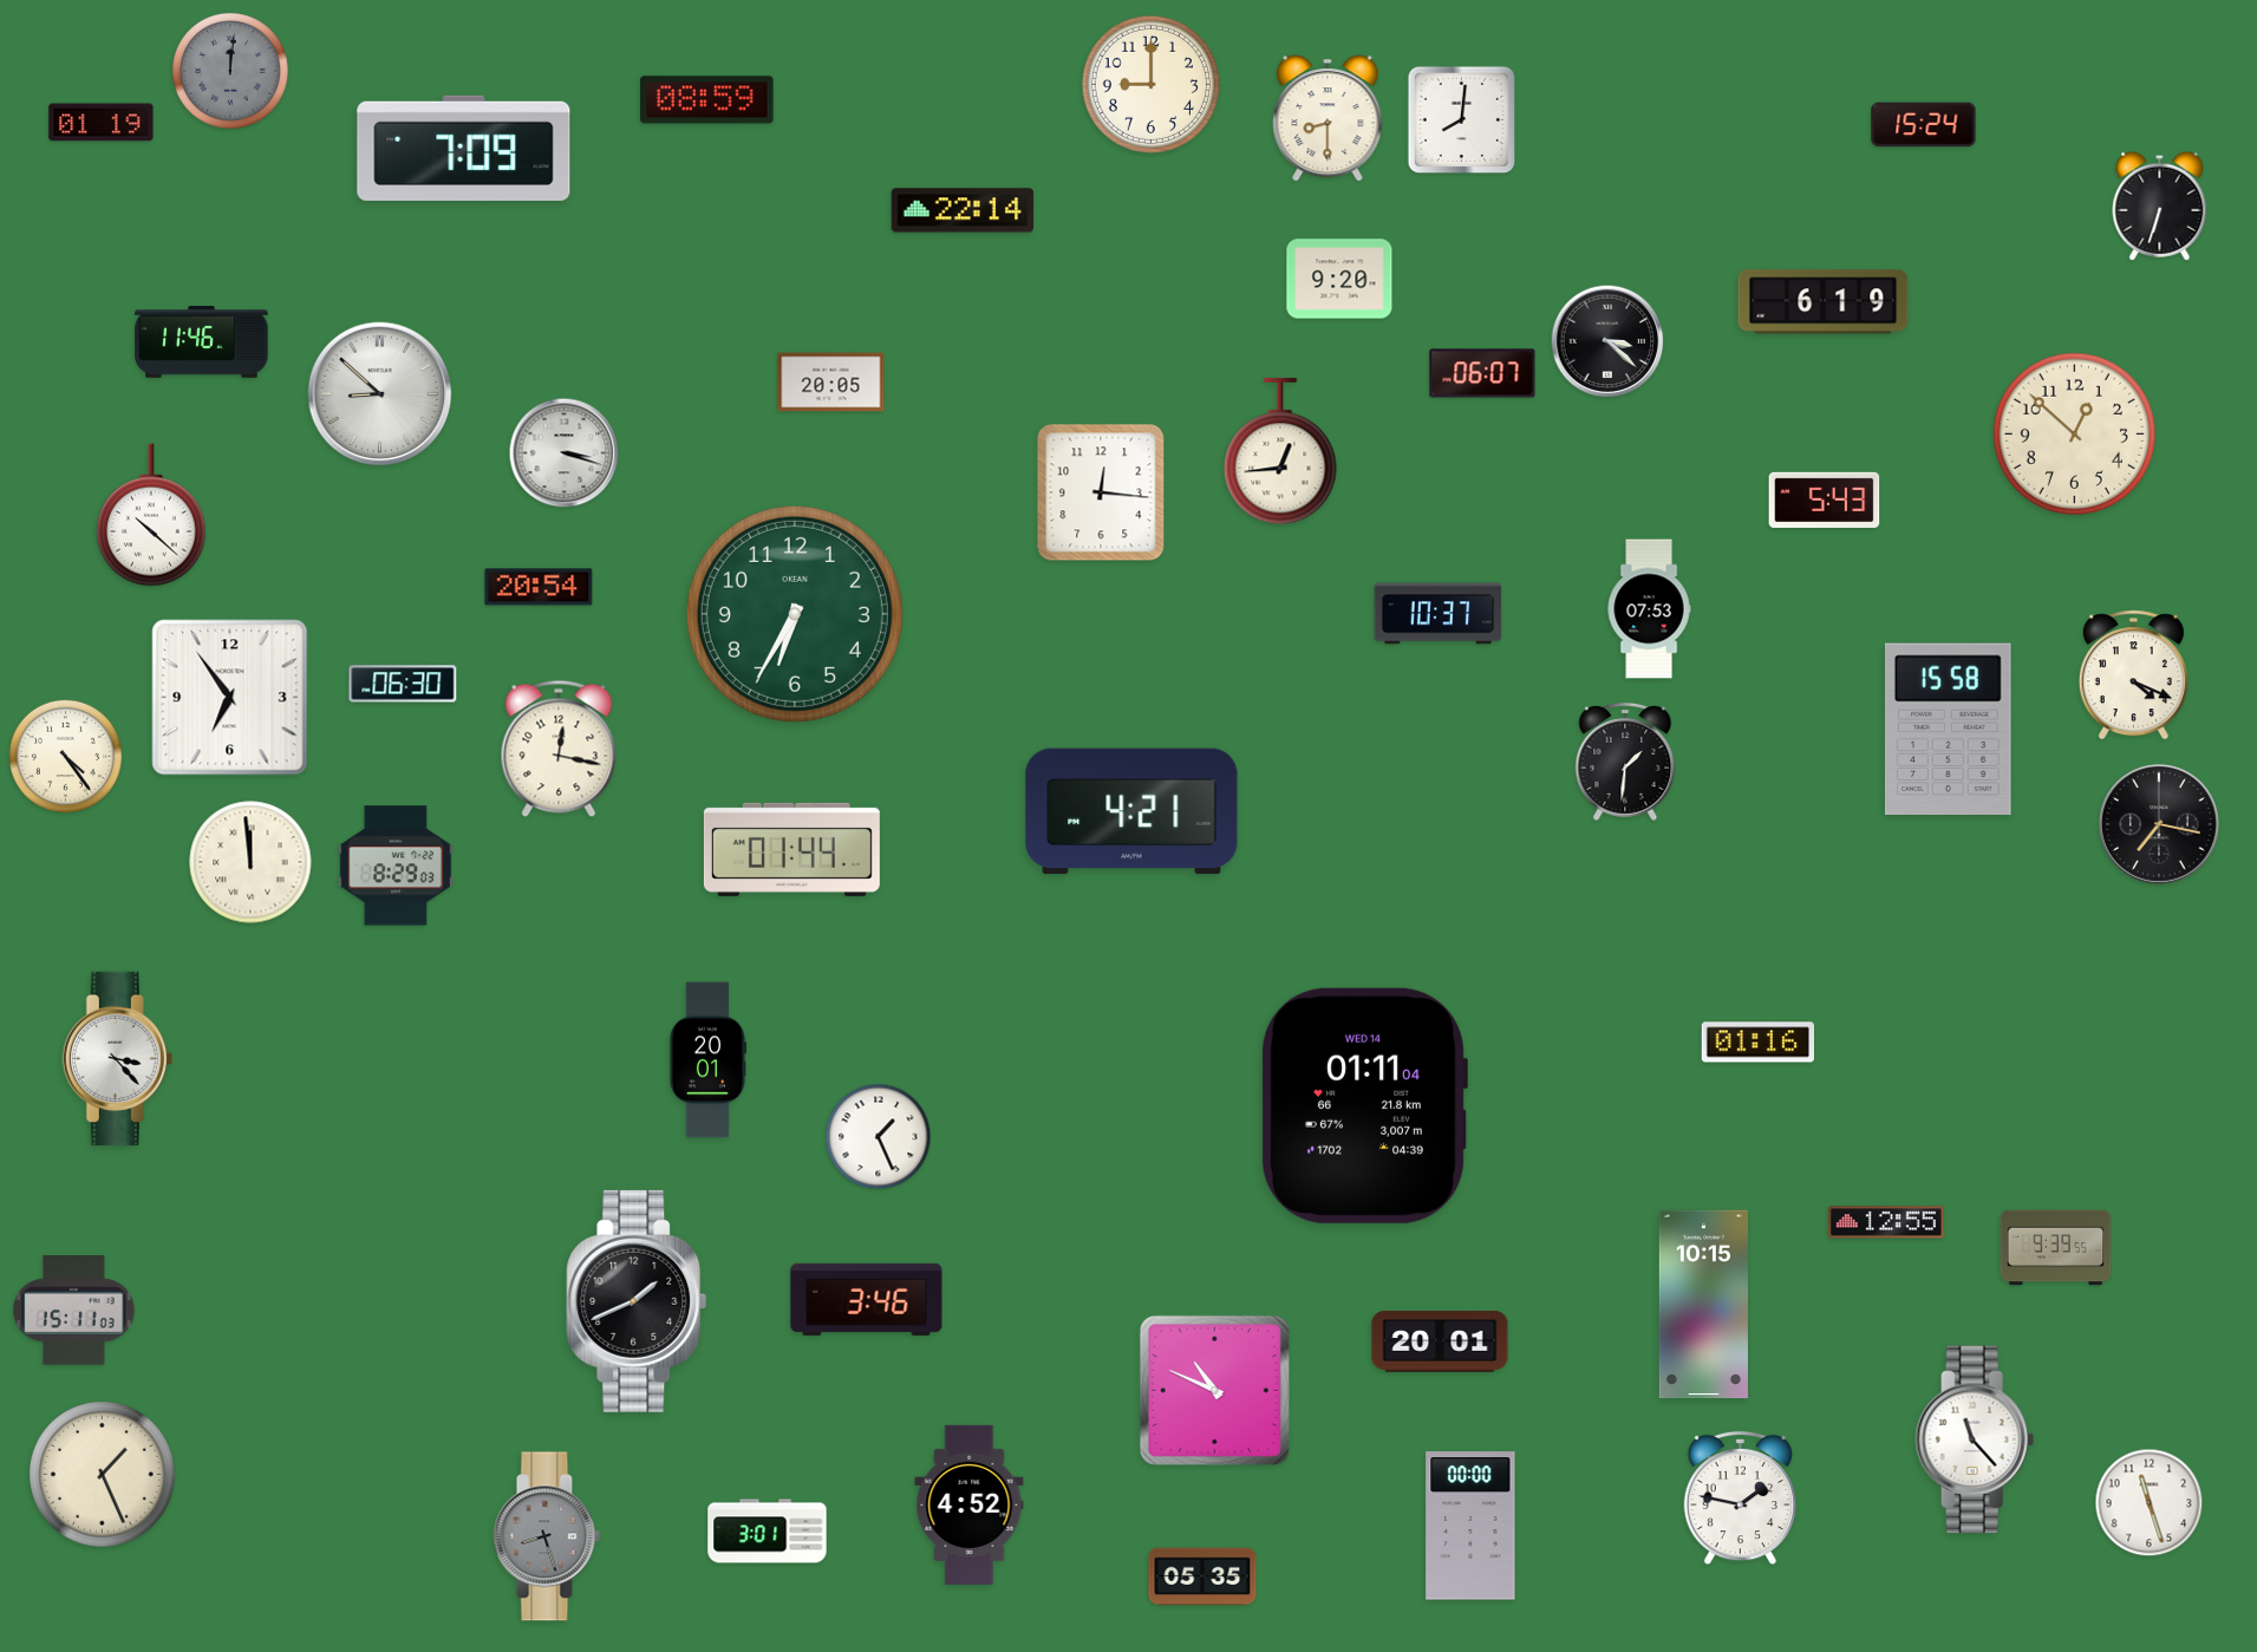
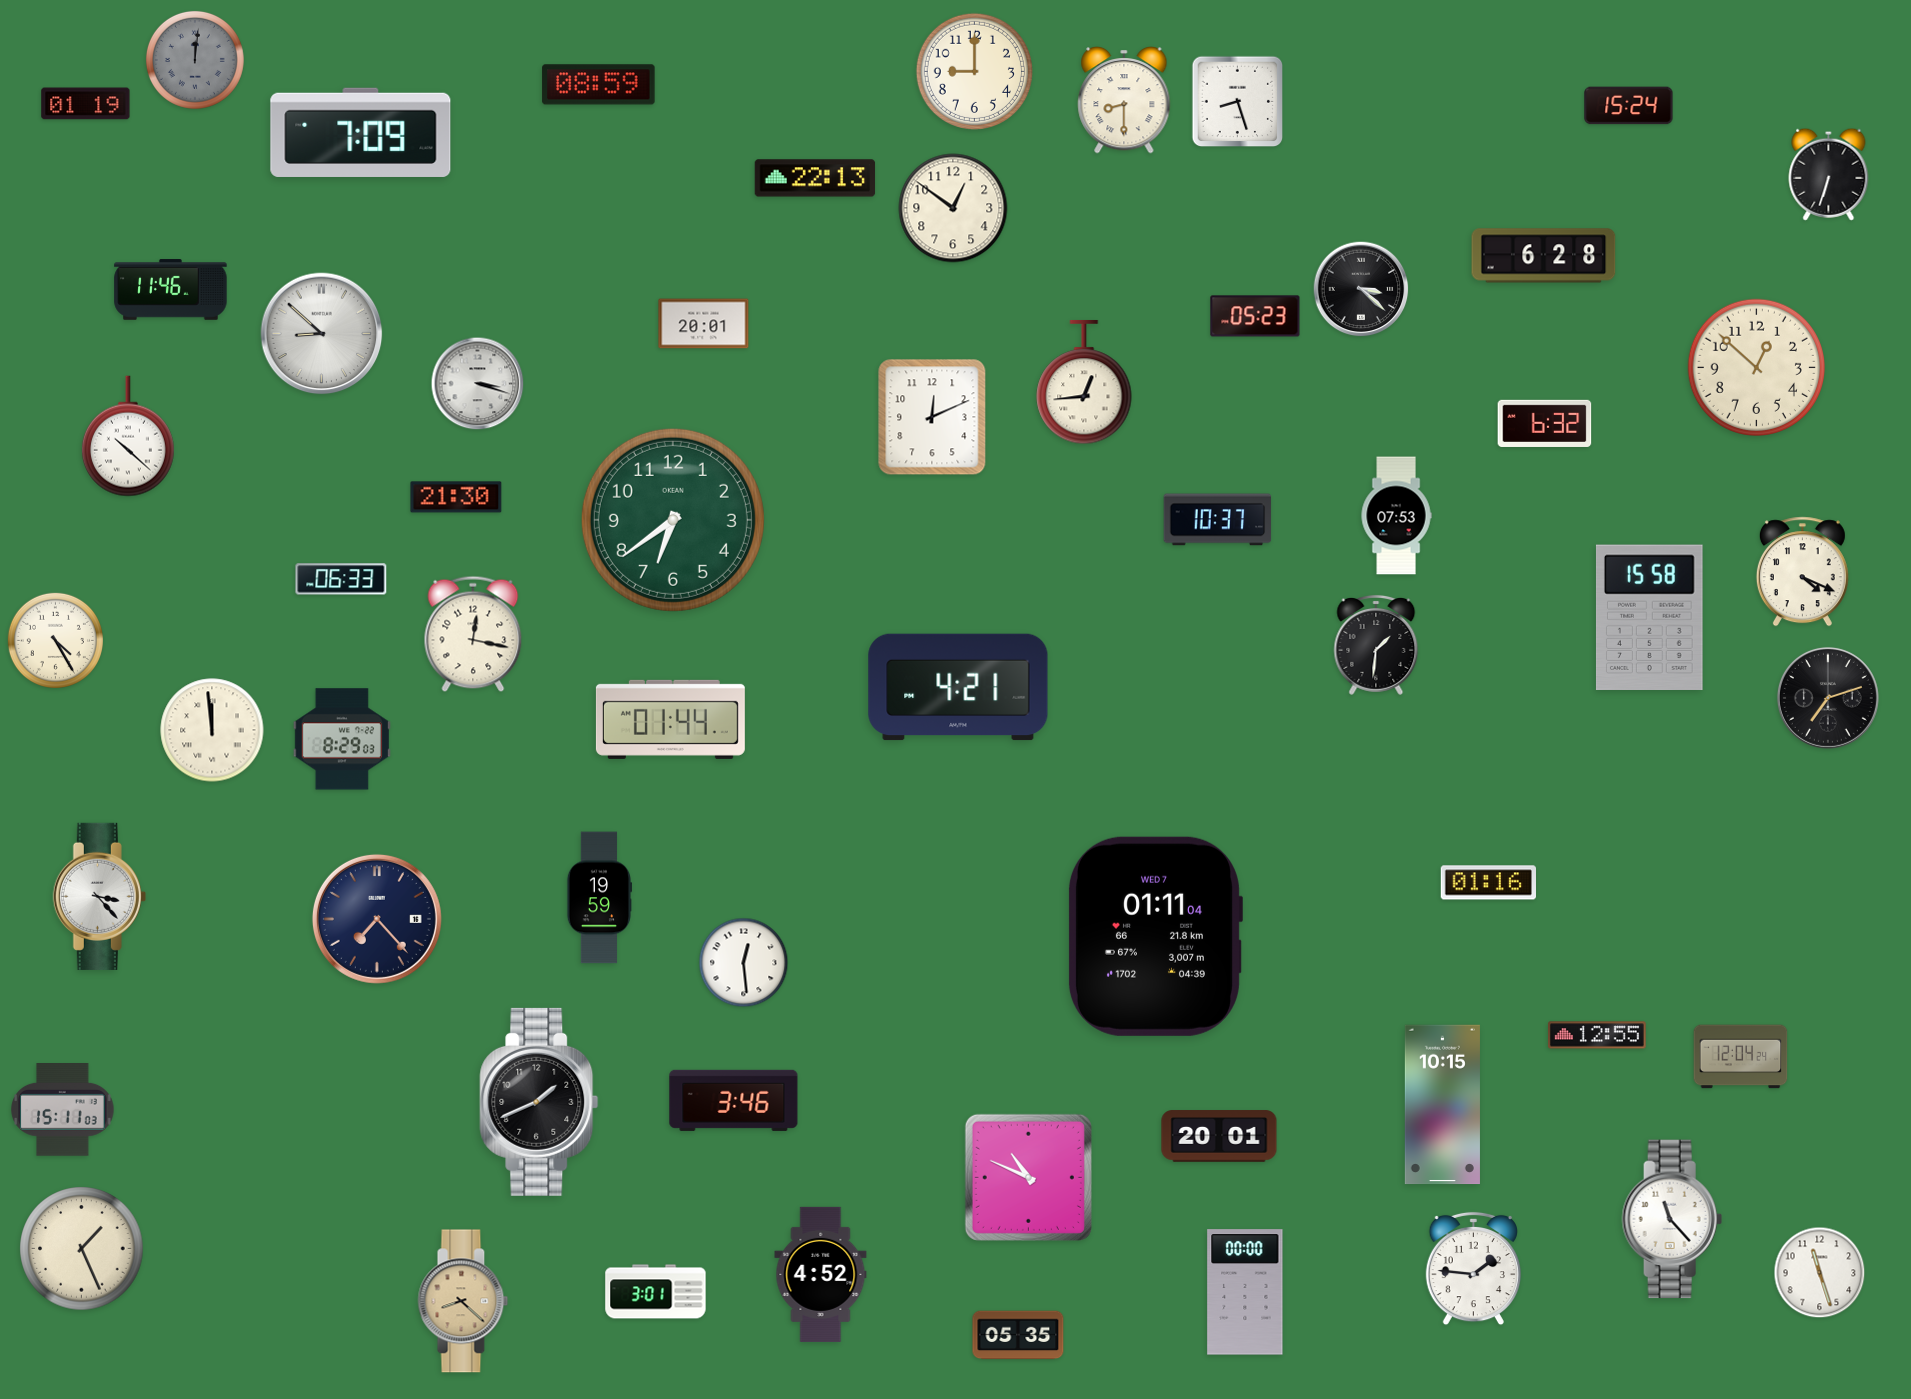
clock at (1462, 120): 8:01 -> 8:27
clock at (464, 148) position: (464, 148) -> (361, 132)
clock at (963, 210): 22:14 -> 22:13
clock at (953, 208): none -> 12:51
clock at (1339, 279): 9:20 -> none
clock at (1824, 302): 6:19 -> 6:28
clock at (1482, 373): 06:07 -> 05:23
clock at (831, 383): 20:05 -> 20:01
clock at (1101, 492): 12:16 -> 12:11
clock at (1825, 499): 5:43 -> 6:32
clock at (539, 587): 20:54 -> 21:30
clock at (795, 614): 6:35 -> 6:39
clock at (2133, 675) position: (2133, 675) -> (1802, 572)
clock at (403, 684): 06:30 -> 06:33
clock at (230, 698): 6:54 -> none
clock at (65, 756): 4:24 -> 4:25
clock at (2159, 824): 7:17 -> 7:12
clock at (396, 866) position: (396, 866) -> (342, 739)
clock at (706, 1060): 20:01 -> 19:59
clock at (377, 919): none -> 7:23
clock at (1364, 1105) date: WED 14 -> WED 7
clock at (879, 1137): 1:26 -> 12:29
clock at (2056, 1248): 9:39 -> 12:04
clock at (103, 1475) position: (103, 1475) -> (82, 1249)
clock at (1740, 1498): 1:47 -> 1:46
clock at (768, 1532) position: (768, 1532) -> (656, 1292)
clock at (547, 1536): 8:27 -> 8:22
clock at (547, 1536) dial: grey -> champagne
